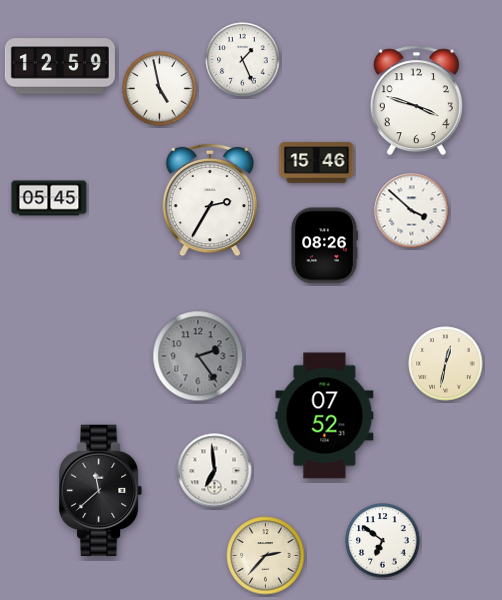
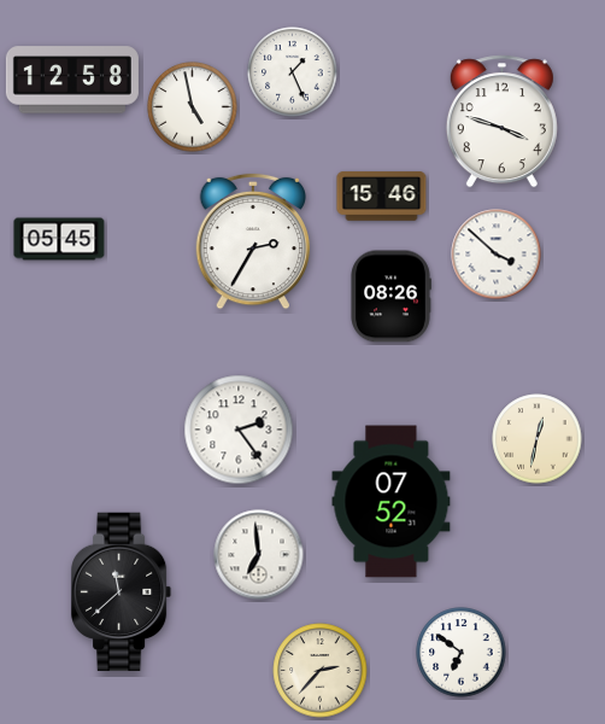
clock at (60, 66): 12:59 -> 12:58
clock at (198, 356) dial: grey -> white
clock at (215, 471) position: (215, 471) -> (259, 555)
